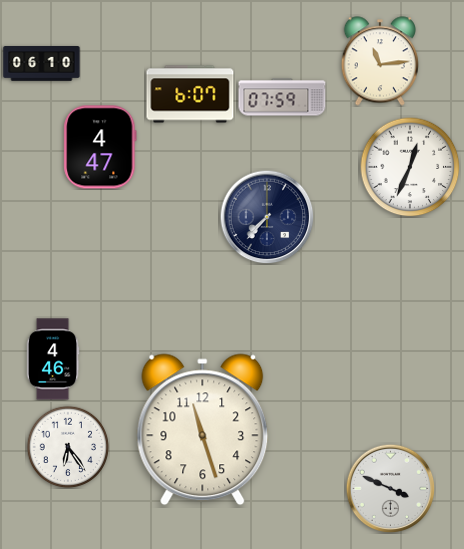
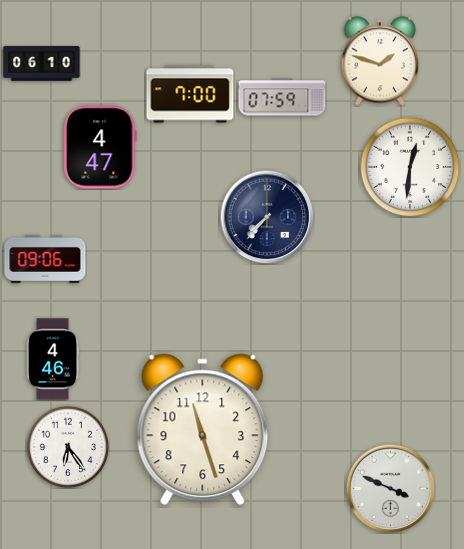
clock at (379, 61): 11:14 -> 1:48
clock at (190, 94): 6:07 -> 7:00
clock at (410, 167): 12:34 -> 12:31
clock at (45, 259): none -> 09:06
